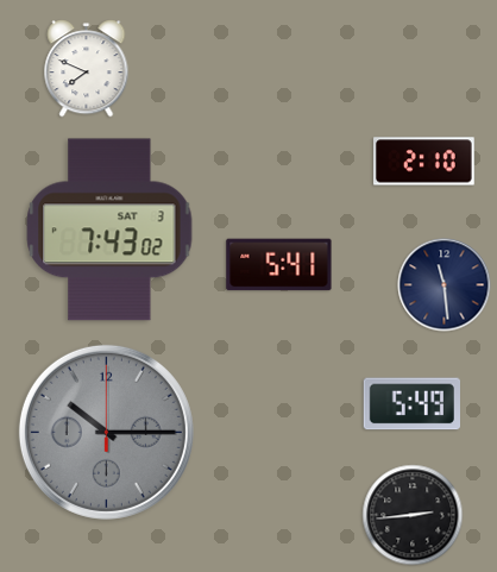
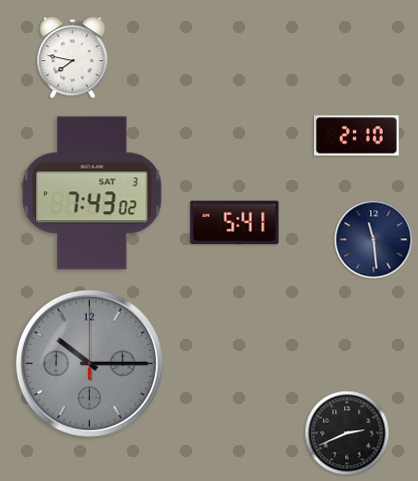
clock at (87, 69): 7:49 -> 7:47
clock at (411, 404): 5:49 -> none
clock at (413, 515): 2:44 -> 2:41
